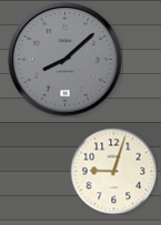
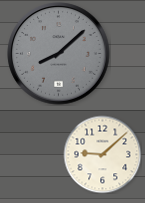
clock at (113, 171): 9:03 -> 9:08
